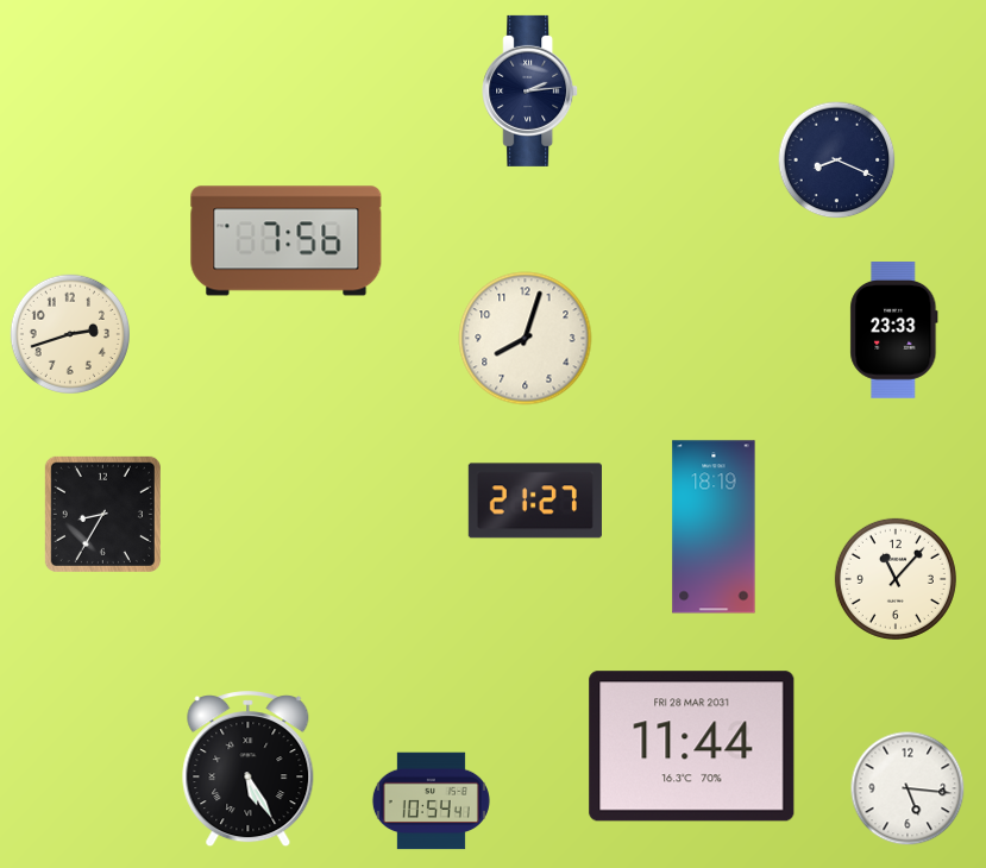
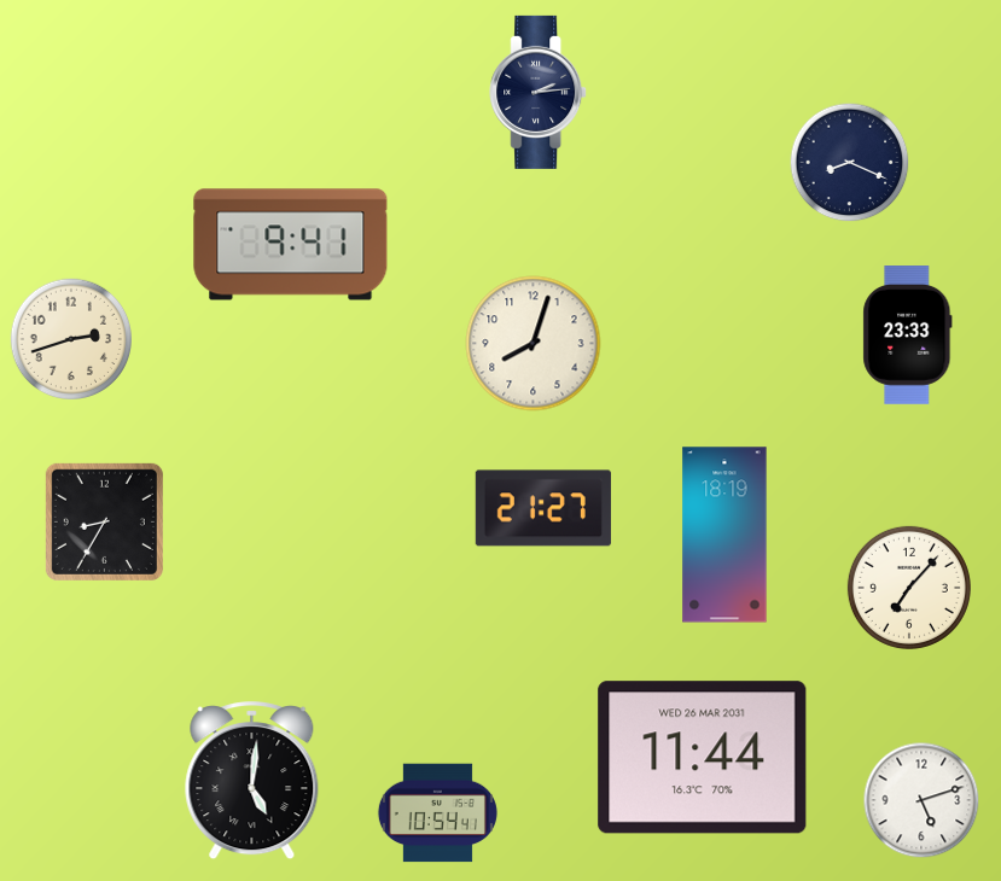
clock at (287, 241): 7:56 -> 9:41
clock at (896, 579): 11:07 -> 7:07
clock at (692, 747) date: FRI 28 MAR 2031 -> WED 26 MAR 2031
clock at (249, 769): 5:25 -> 5:01
clock at (908, 788): 5:16 -> 5:12
